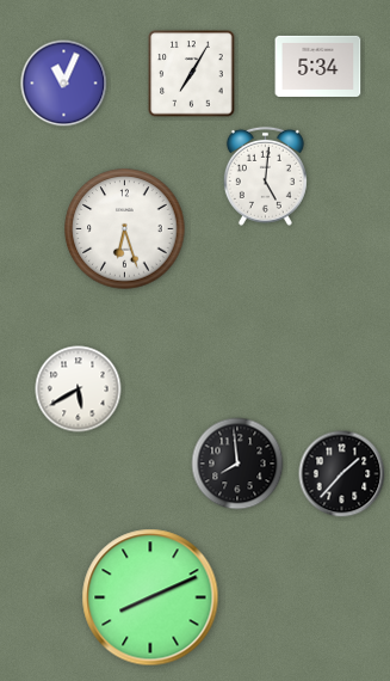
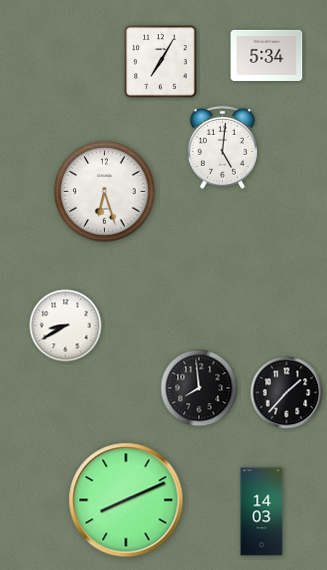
clock at (64, 84): 11:04 -> none
clock at (79, 389): 5:40 -> 8:40
clock at (342, 474) position: (342, 474) -> (287, 393)
clock at (262, 512): none -> 14:03
